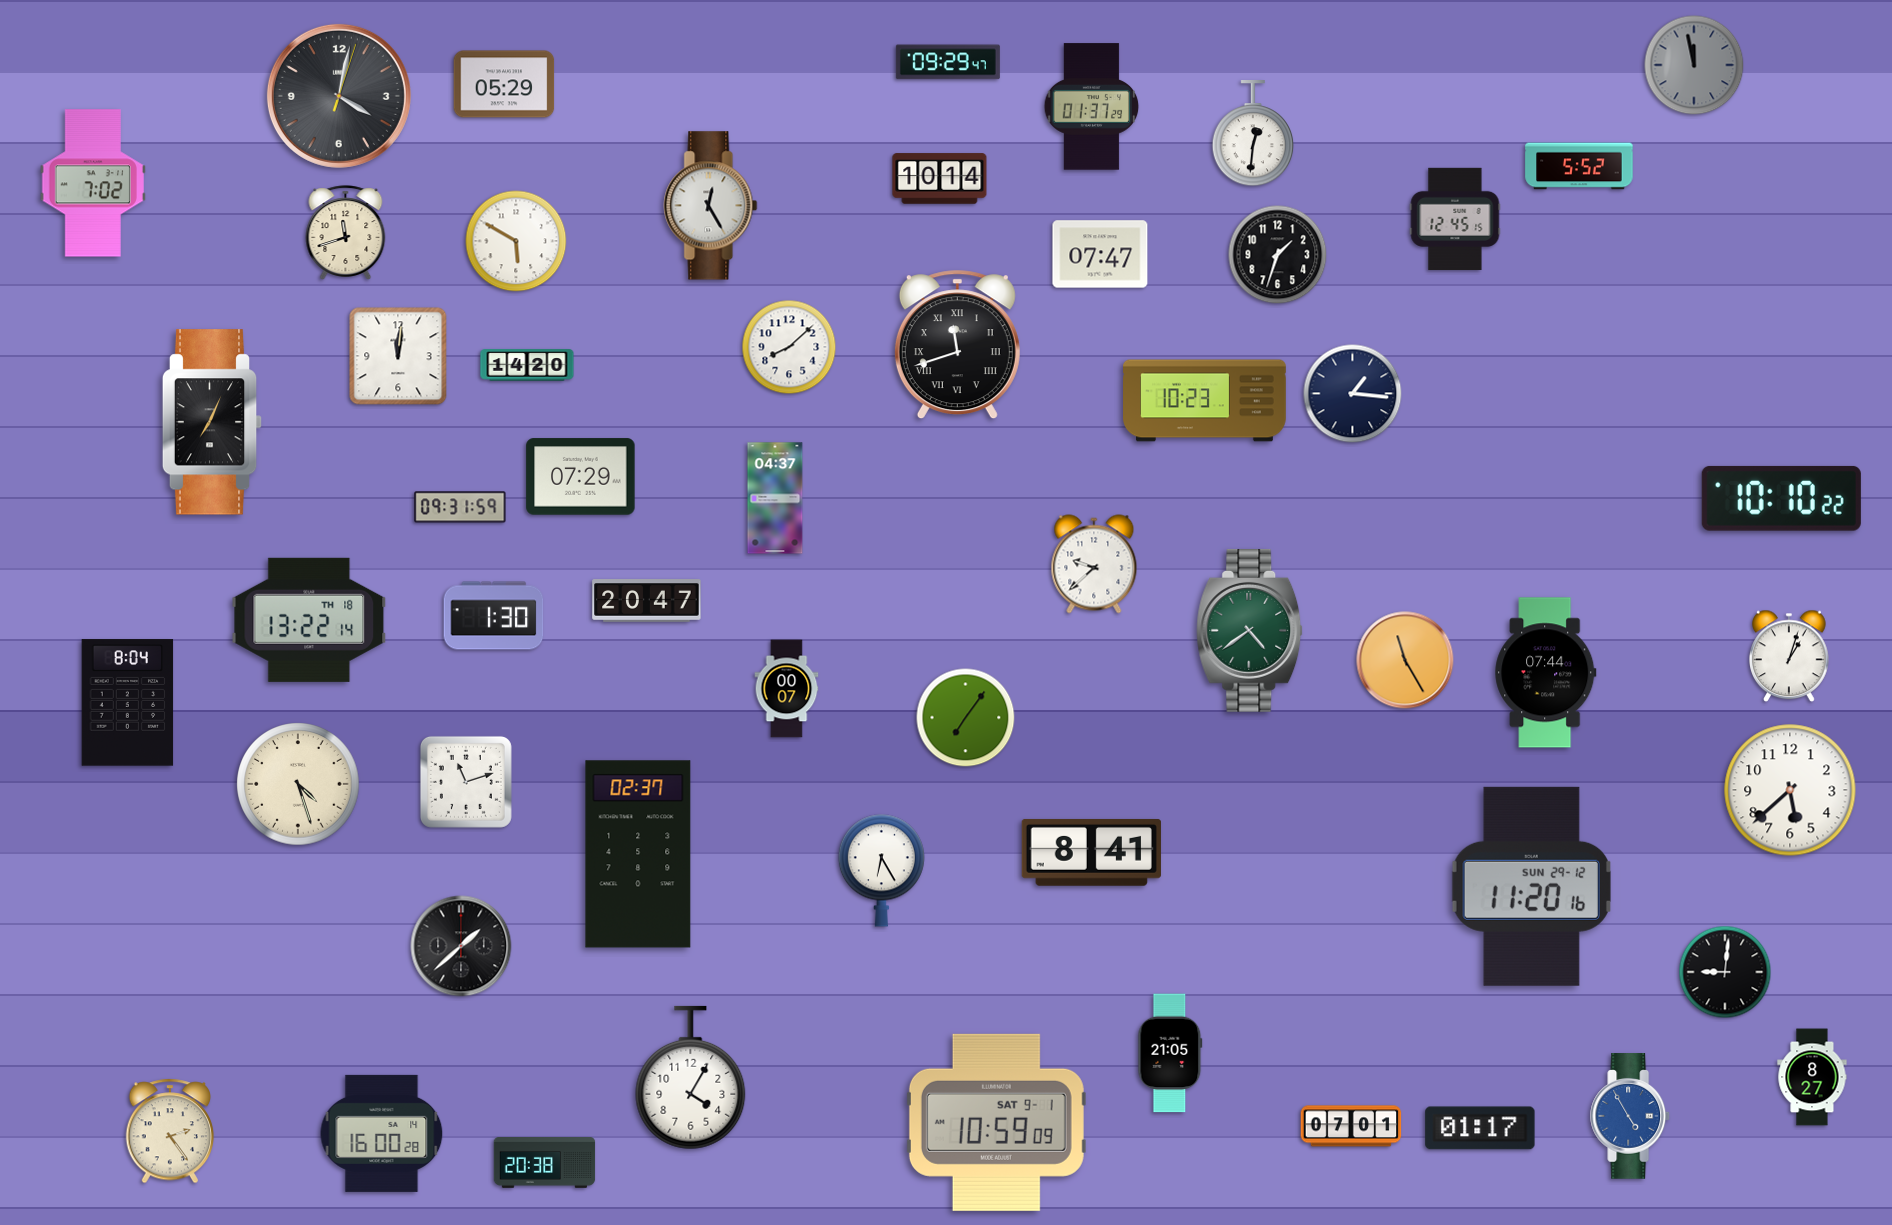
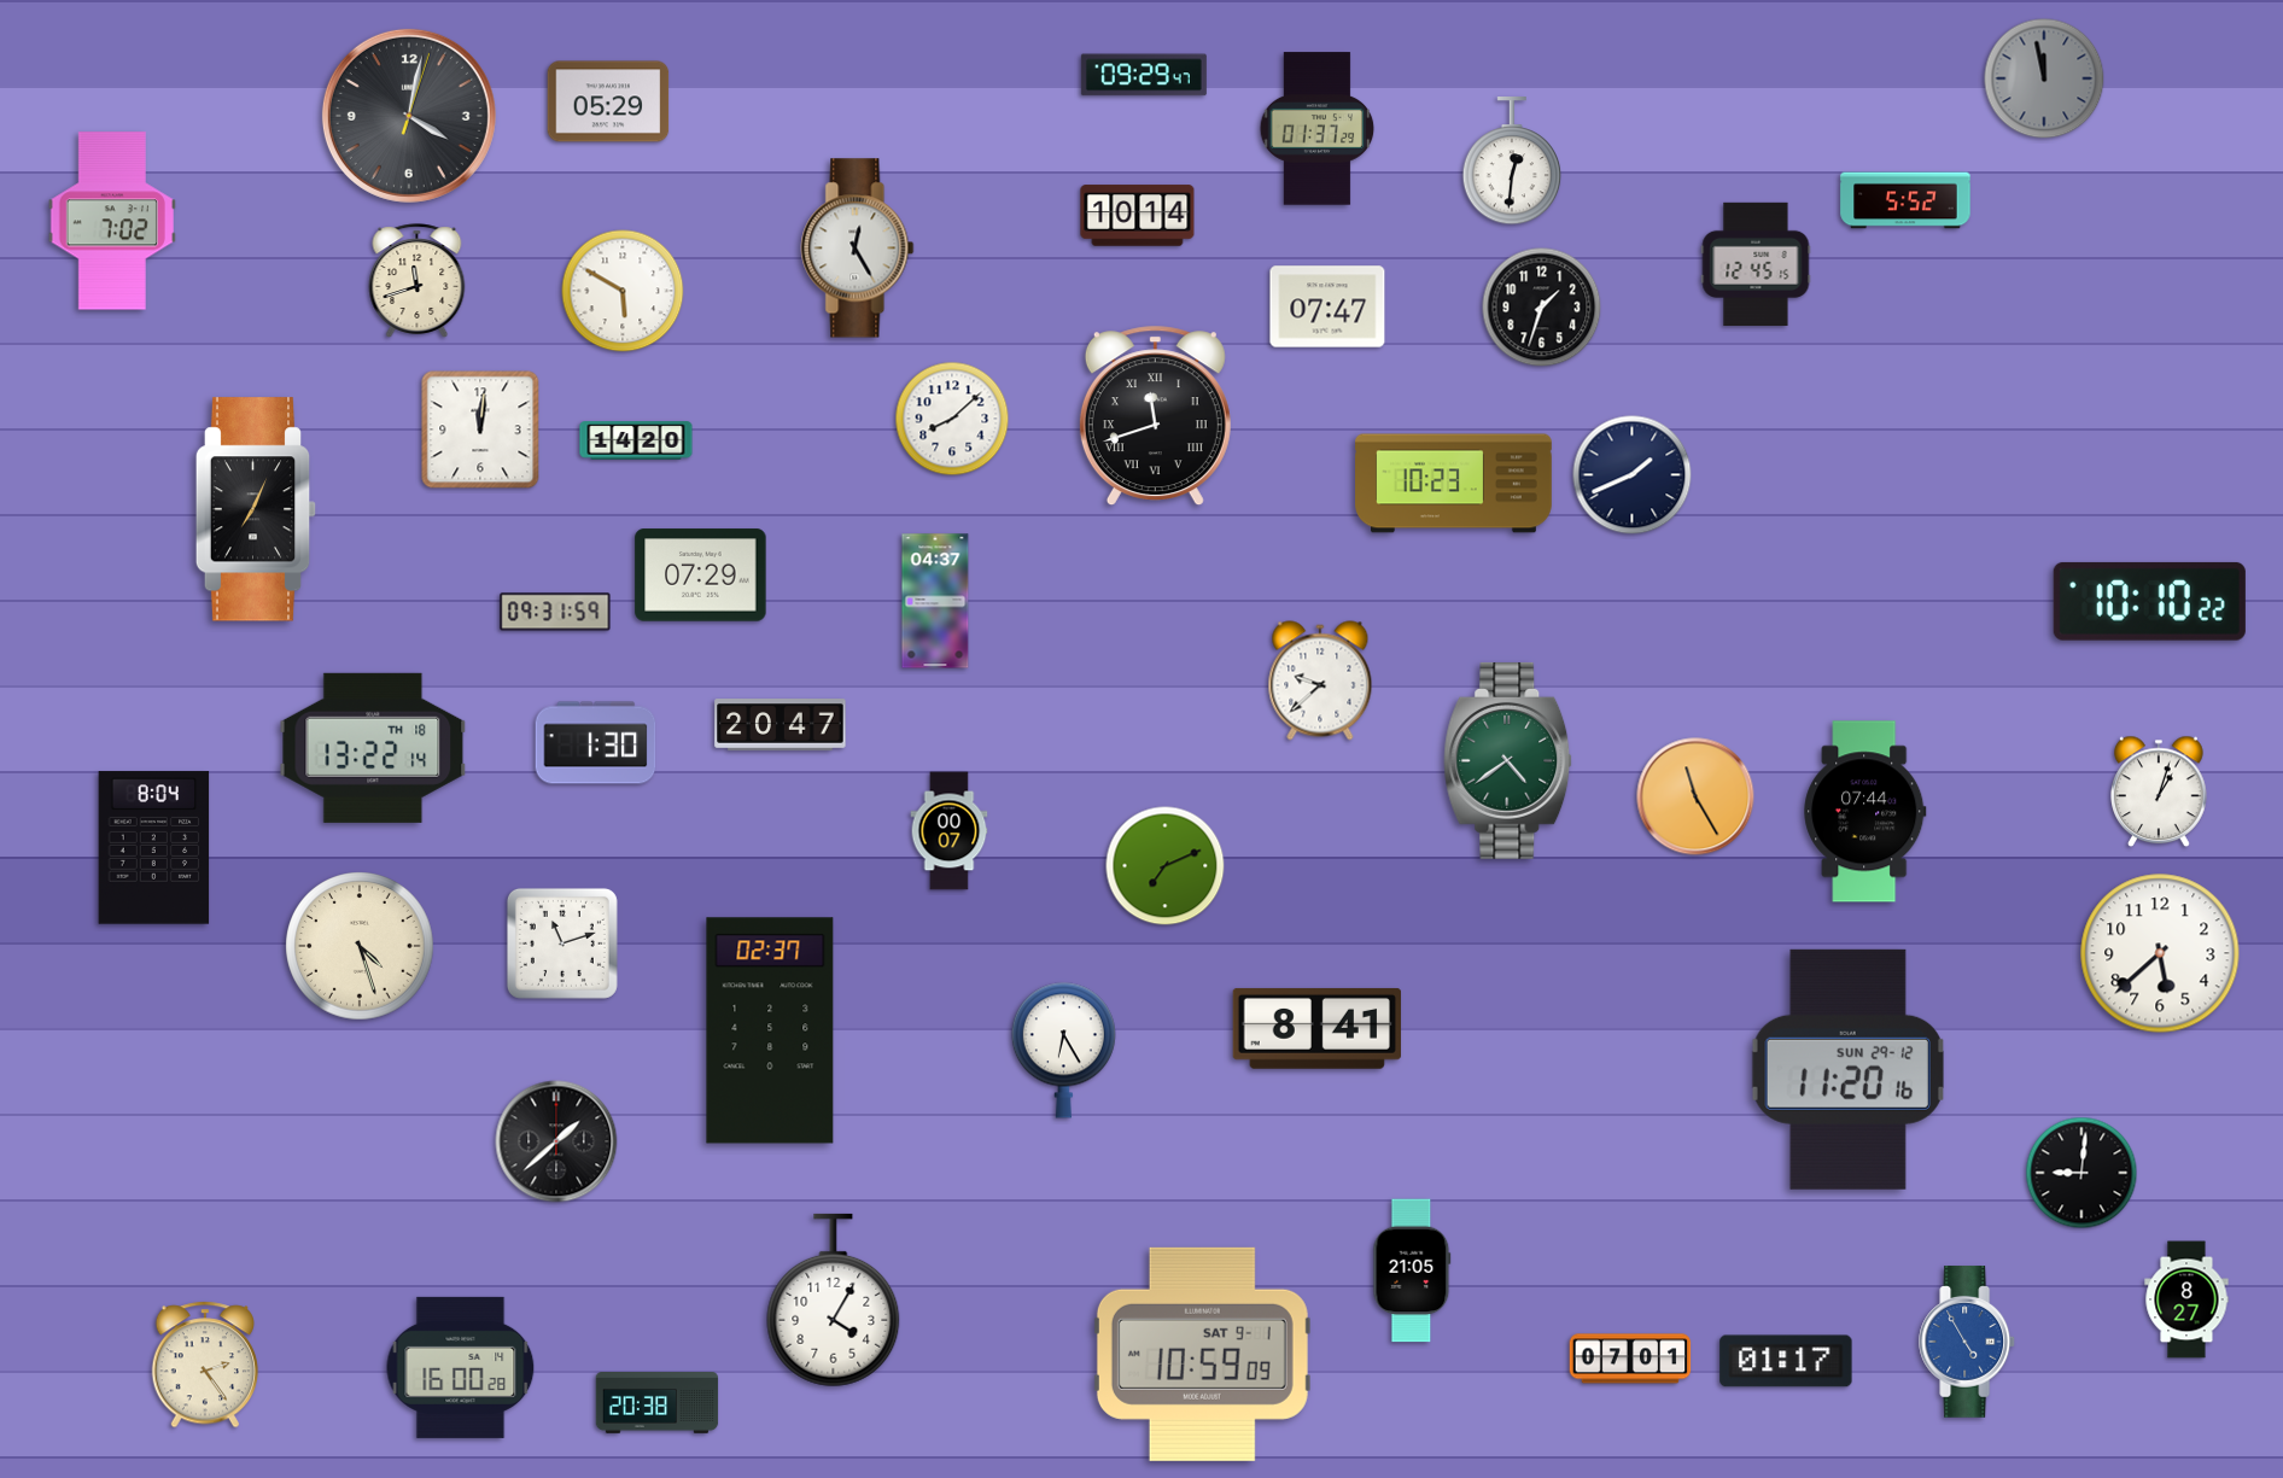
clock at (940, 179) position: (940, 179) -> (1138, 216)
clock at (1353, 394): 1:16 -> 1:41
clock at (966, 718): 7:06 -> 7:11
clock at (1631, 1116) position: (1631, 1116) -> (1968, 1342)
